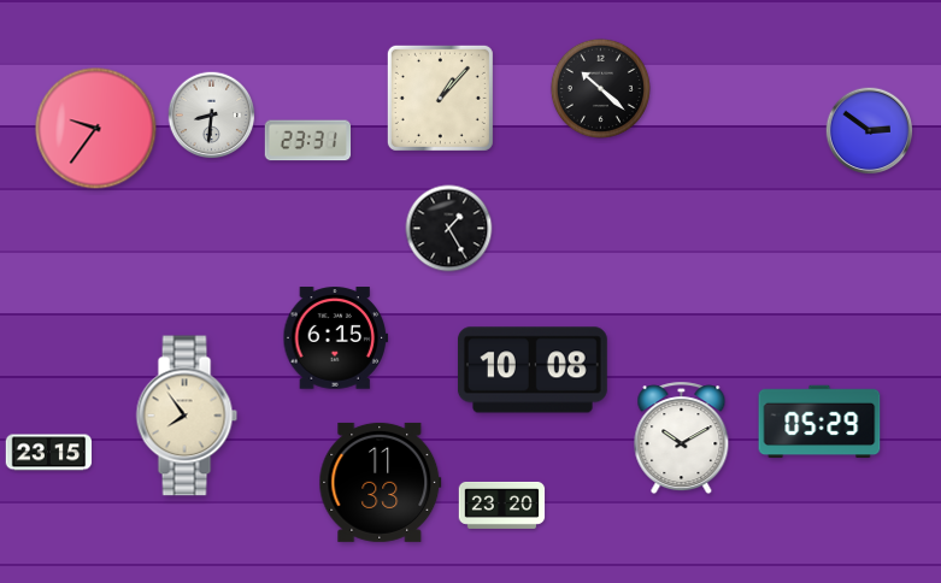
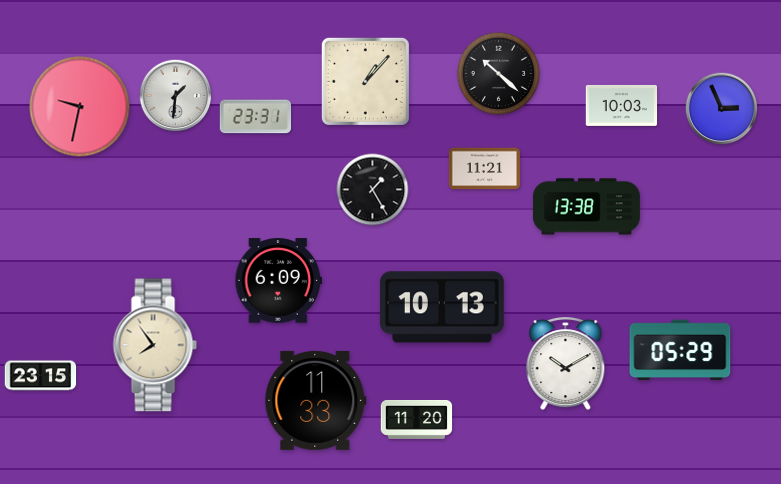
clock at (212, 116): 8:31 -> 1:31
clock at (622, 105): none -> 10:03
clock at (96, 129): 9:36 -> 9:32
clock at (870, 131): 2:51 -> 2:56
clock at (485, 169): none -> 11:21
clock at (586, 207): none -> 13:38
clock at (336, 338): 6:15 -> 6:09
clock at (533, 370): 10:08 -> 10:13
clock at (502, 505): 23:20 -> 11:20
